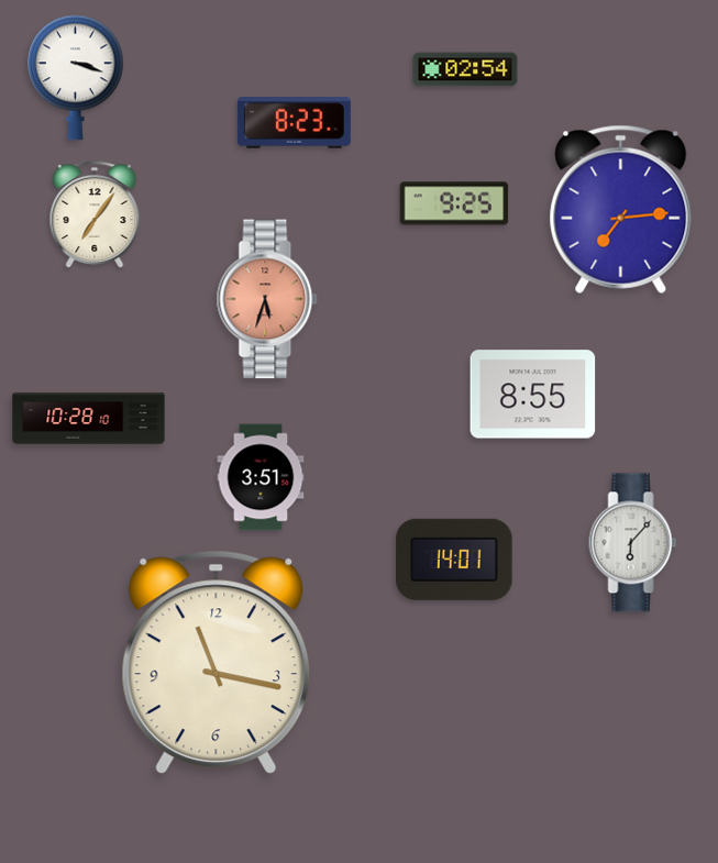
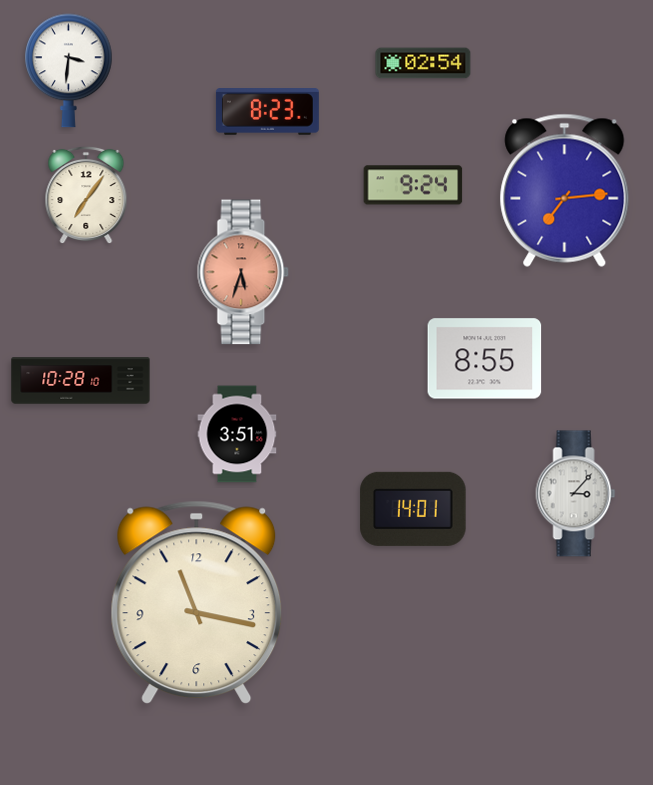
clock at (76, 78): 3:18 -> 3:31
clock at (454, 203): 9:25 -> 9:24
clock at (633, 543): 6:07 -> 3:07
